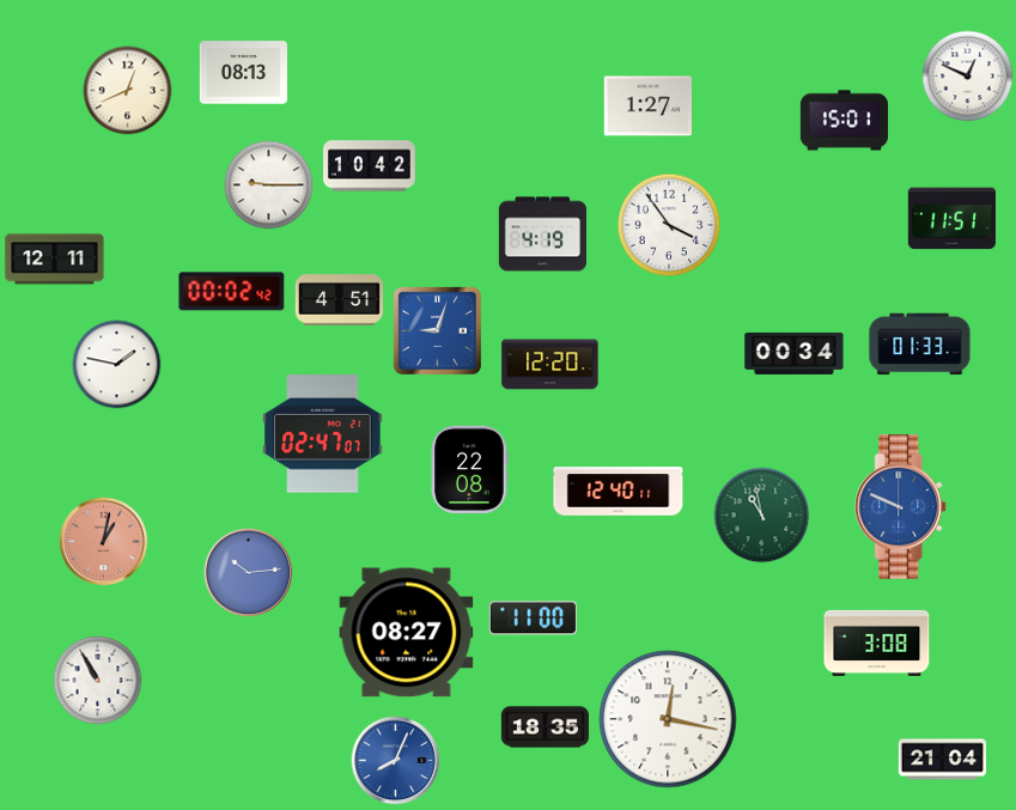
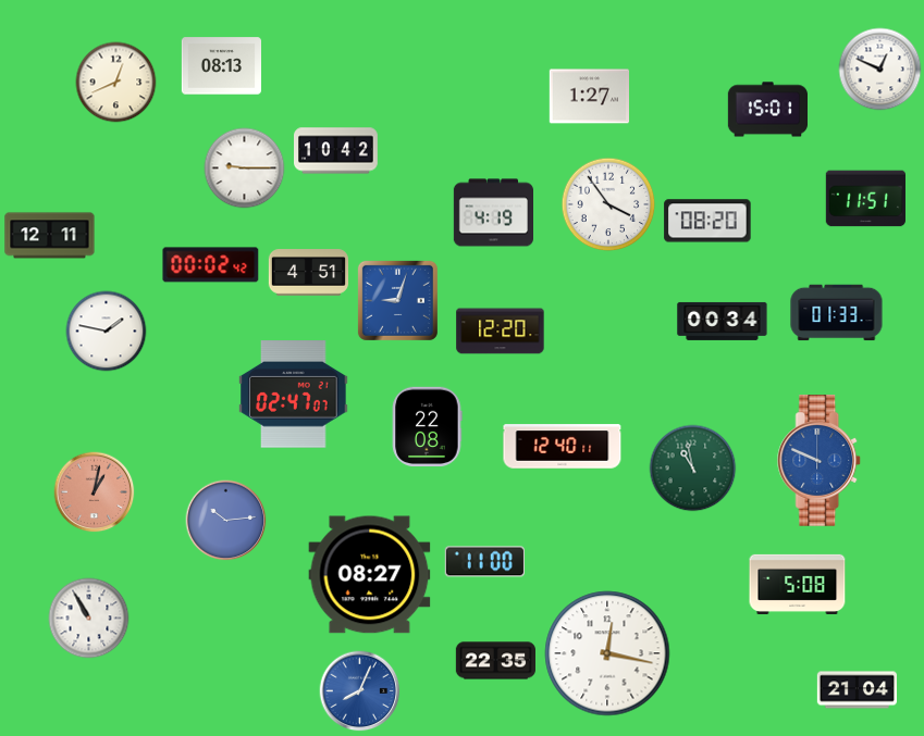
clock at (707, 221): none -> 08:20
clock at (877, 642): 3:08 -> 5:08
clock at (544, 727): 18:35 -> 22:35
